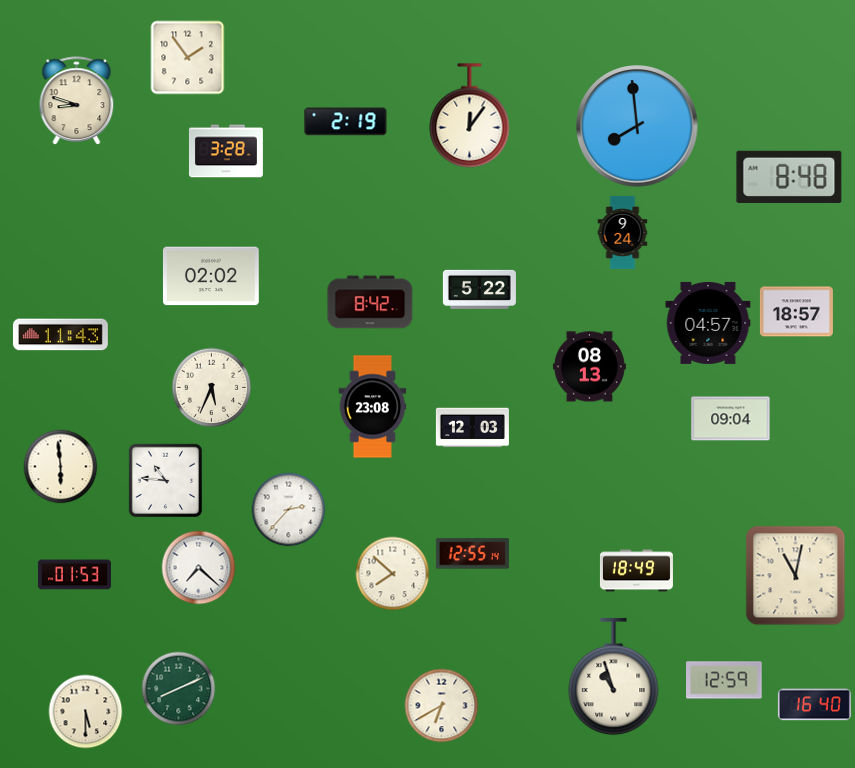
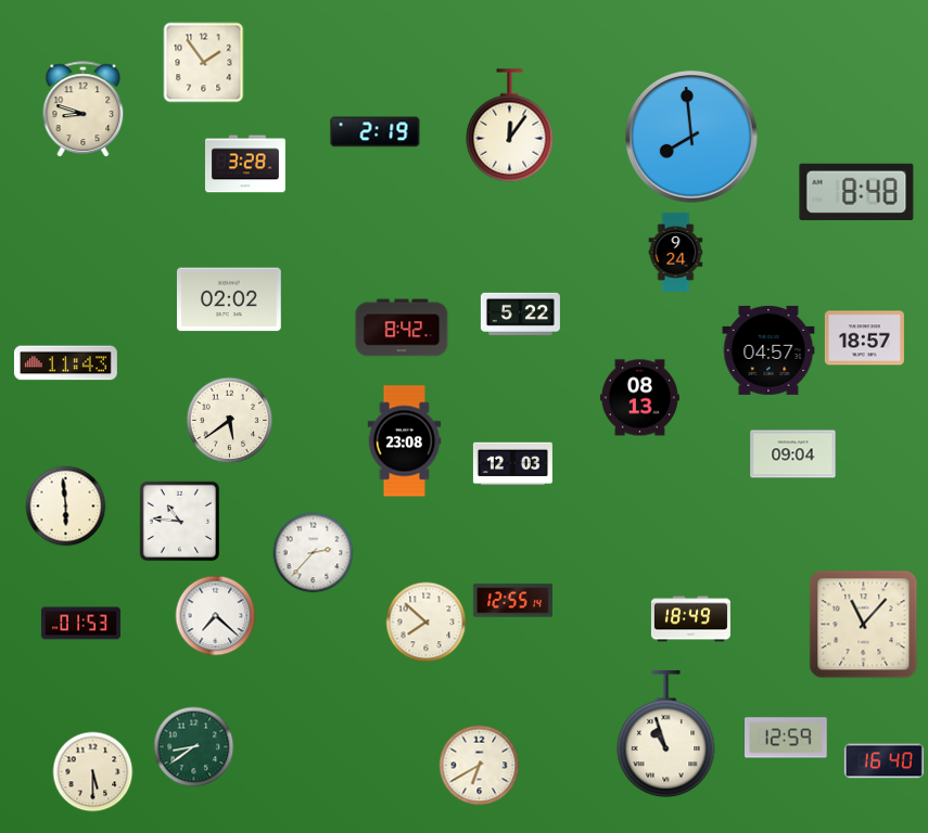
clock at (212, 388): 5:34 -> 5:39
clock at (796, 576): 11:02 -> 11:07
clock at (179, 689): 8:11 -> 8:39
clock at (814, 705) position: (814, 705) -> (883, 761)
